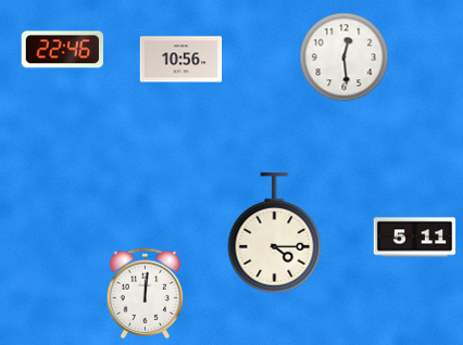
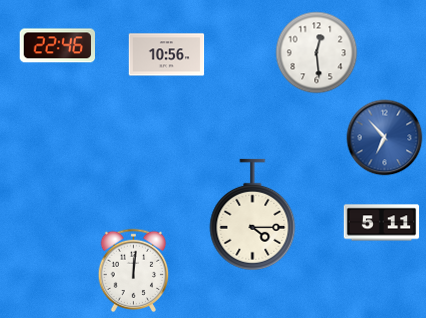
clock at (385, 138): none -> 6:53
clock at (415, 238) position: (415, 238) -> (382, 223)
